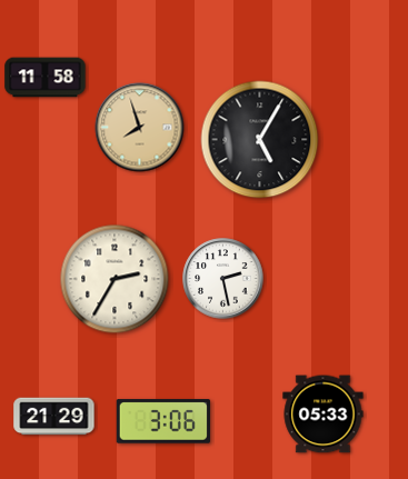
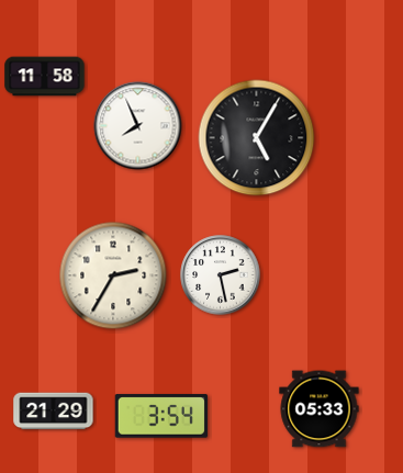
clock at (140, 128): 7:57 -> 7:56
clock at (140, 128) dial: champagne -> white
clock at (163, 421): 3:06 -> 3:54
